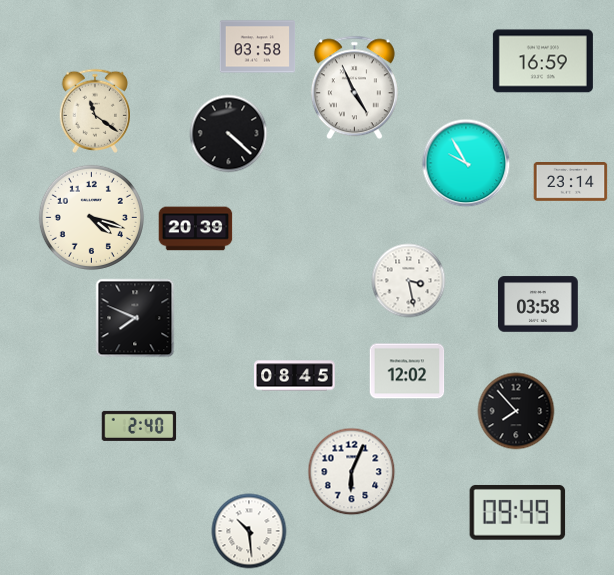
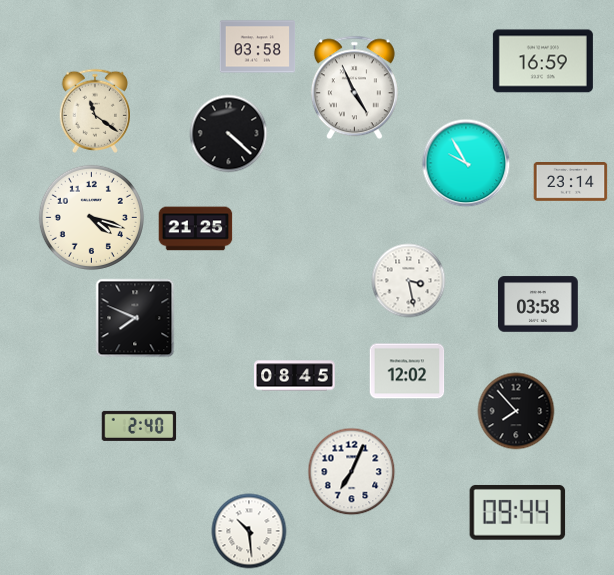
clock at (196, 229): 20:39 -> 21:25
clock at (352, 472): 6:04 -> 7:04
clock at (518, 513): 09:49 -> 09:44
